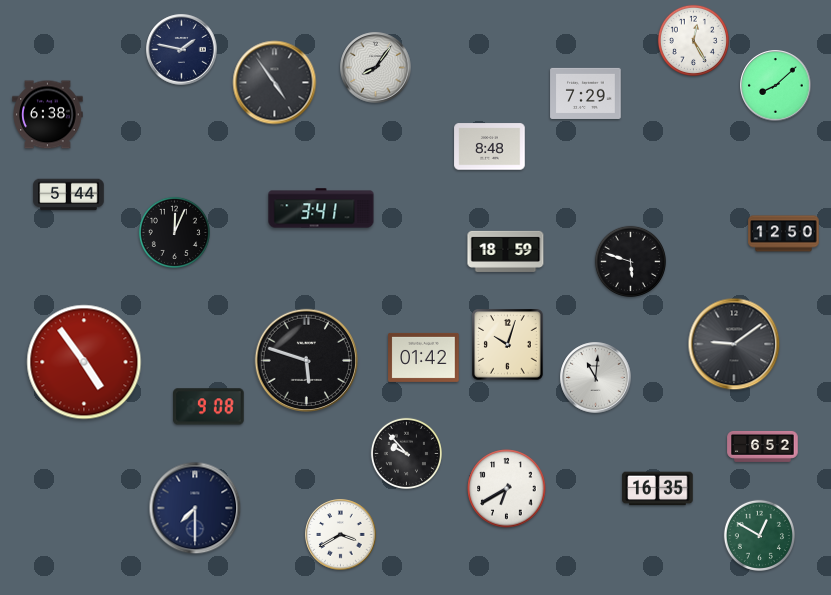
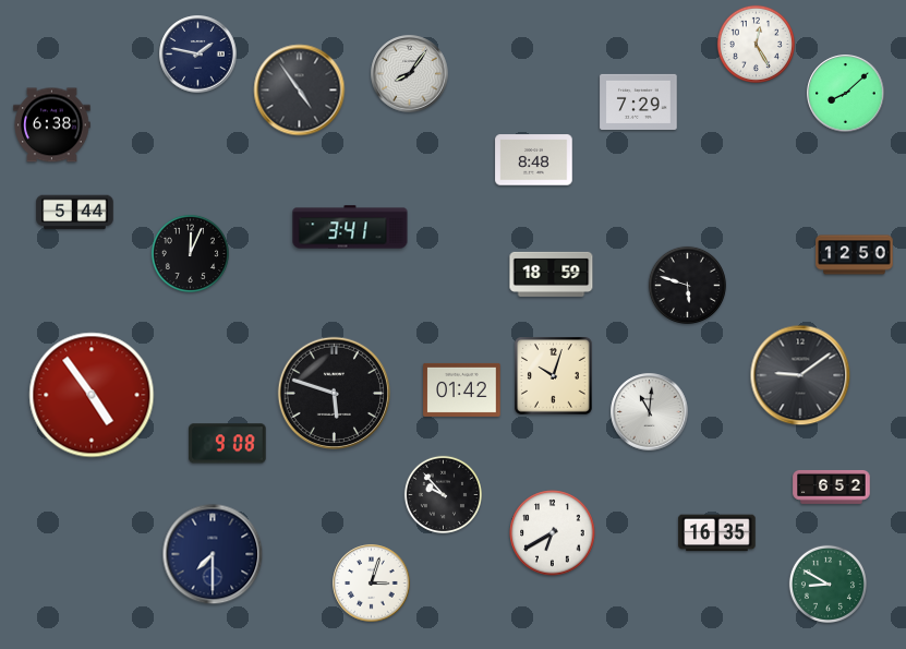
clock at (341, 535): 3:40 -> 3:03
clock at (759, 535): 12:50 -> 8:50
